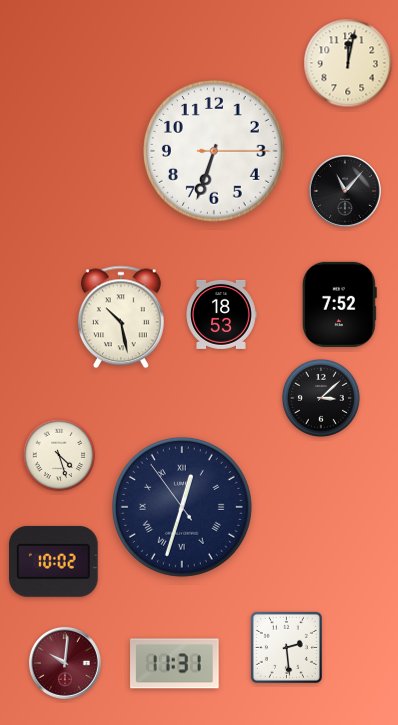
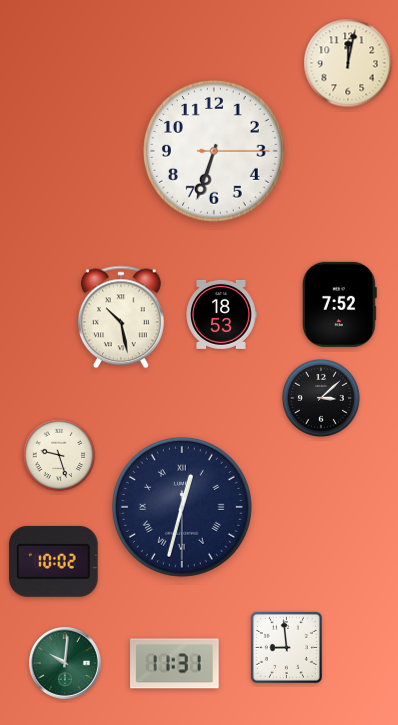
clock at (345, 191): 11:07 -> none
clock at (59, 455): 4:27 -> 9:27
clock at (182, 507): 12:32:54 -> 12:32:30
clock at (286, 647): 2:29 -> 8:59
clock at (65, 663) dial: burgundy -> green
